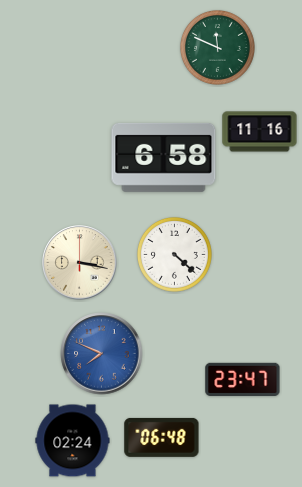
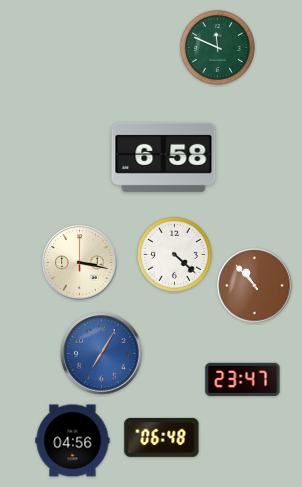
clock at (260, 132): 11:16 -> none
clock at (255, 286): none -> 10:53
clock at (102, 354): 7:49 -> 7:05
clock at (73, 441): 02:24 -> 04:56
